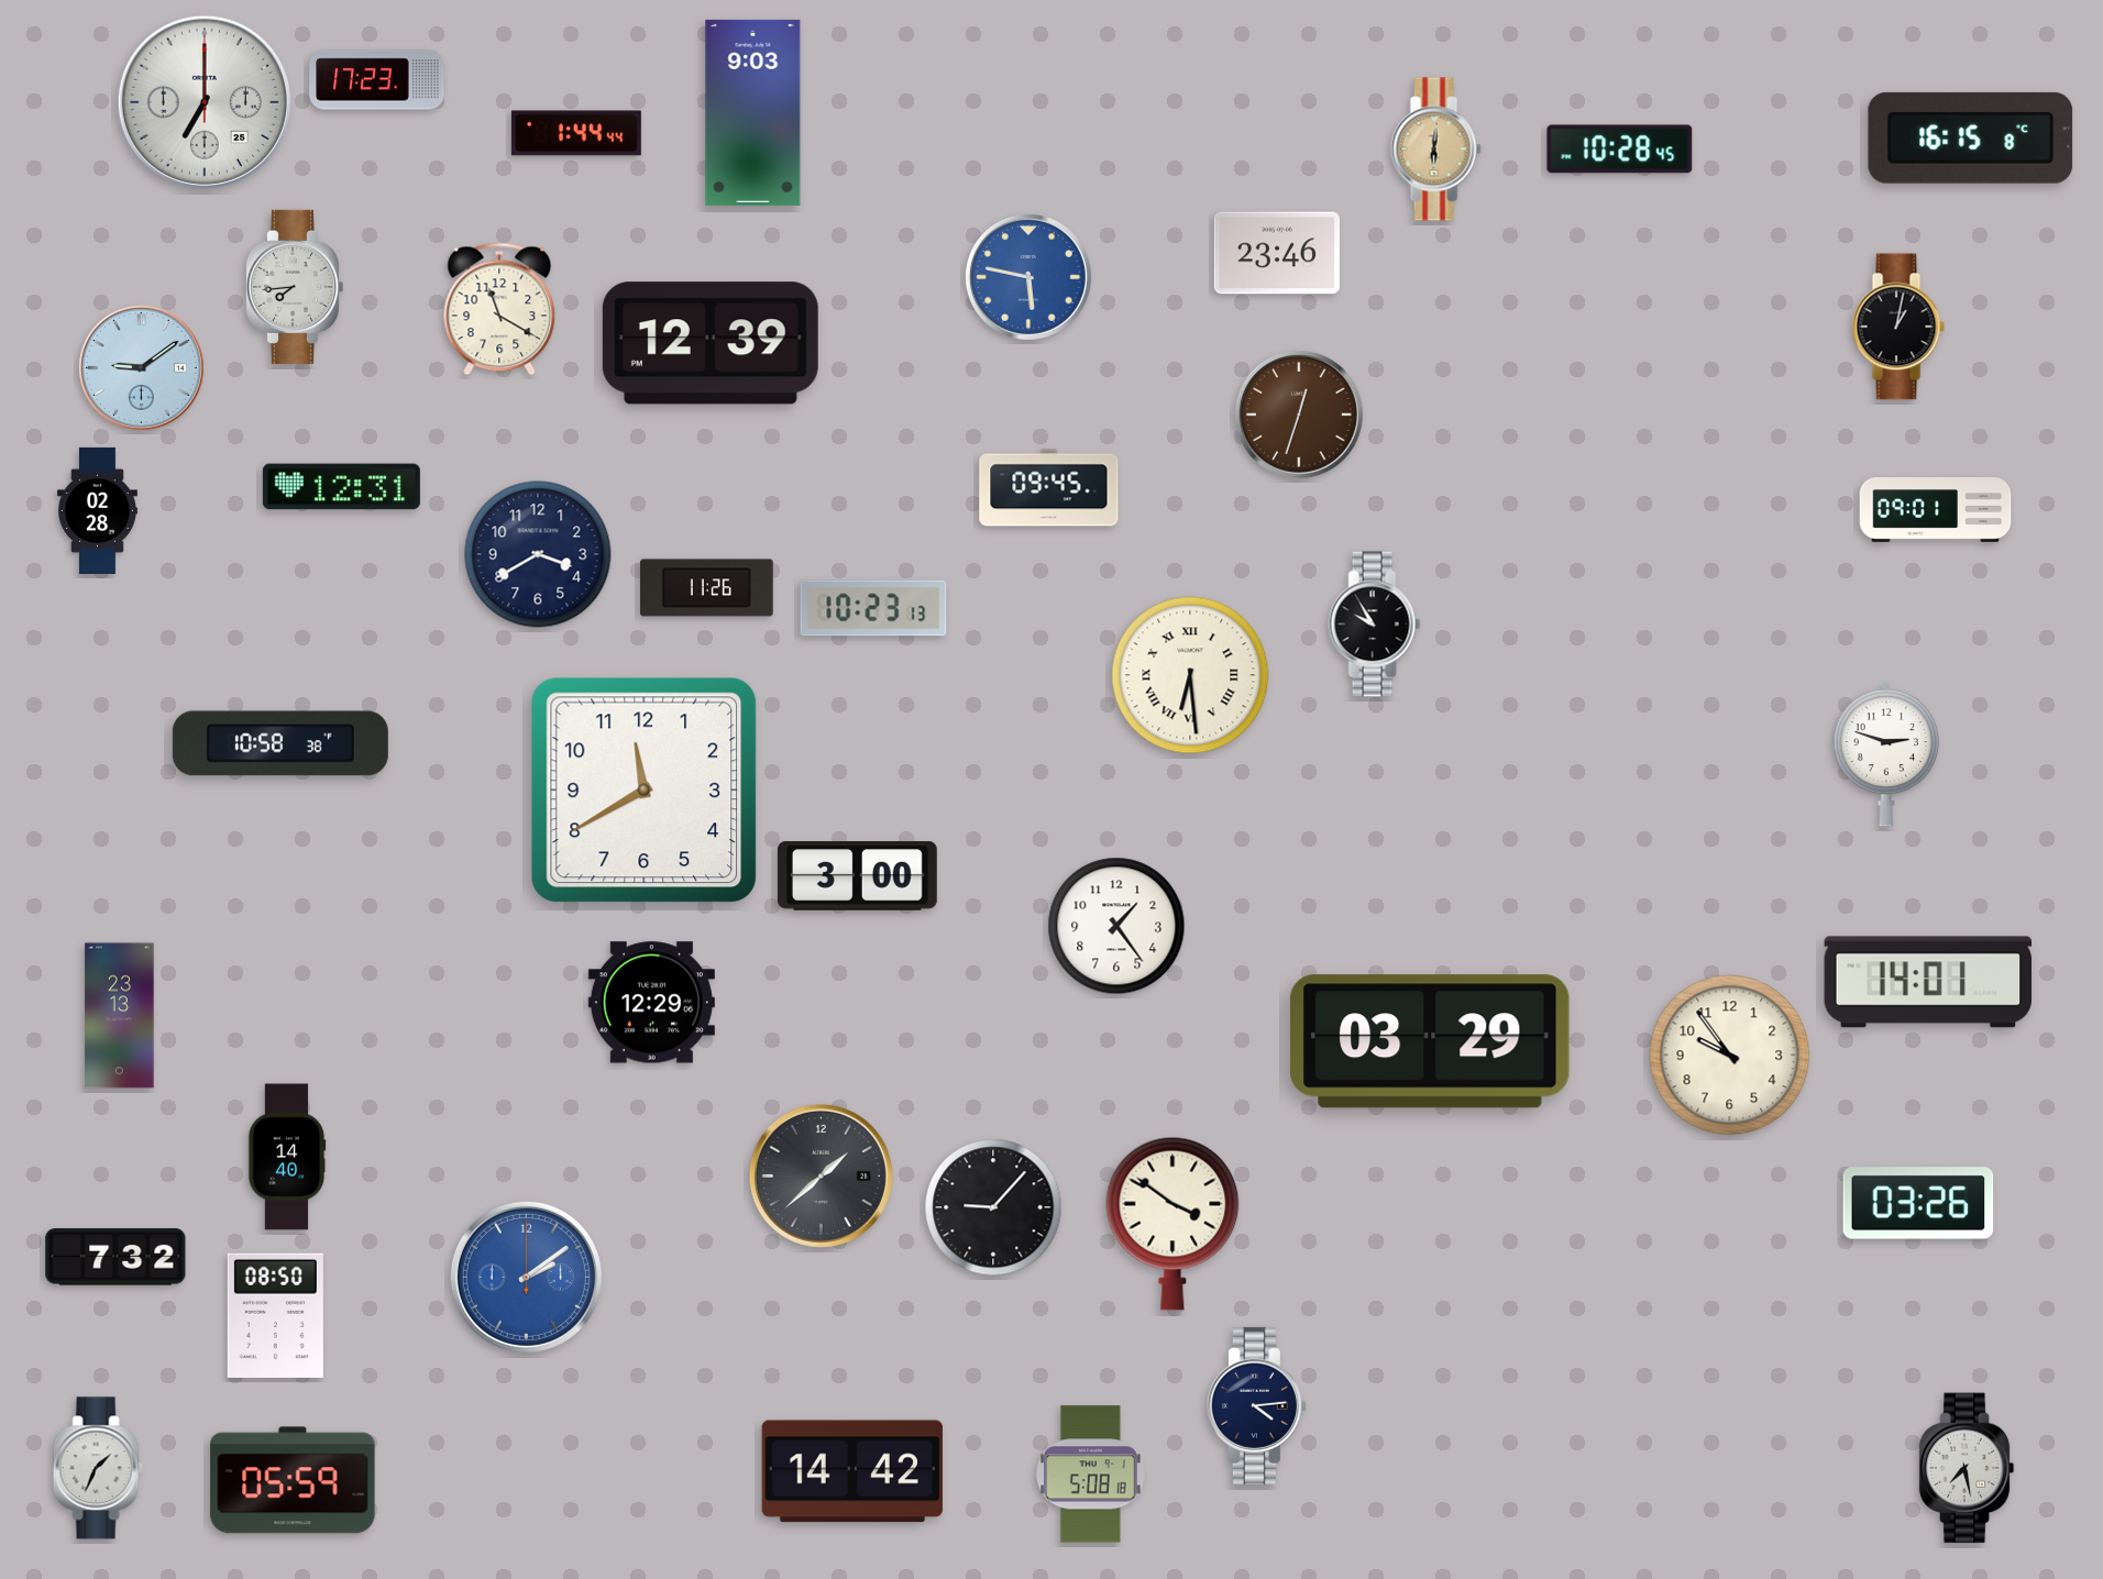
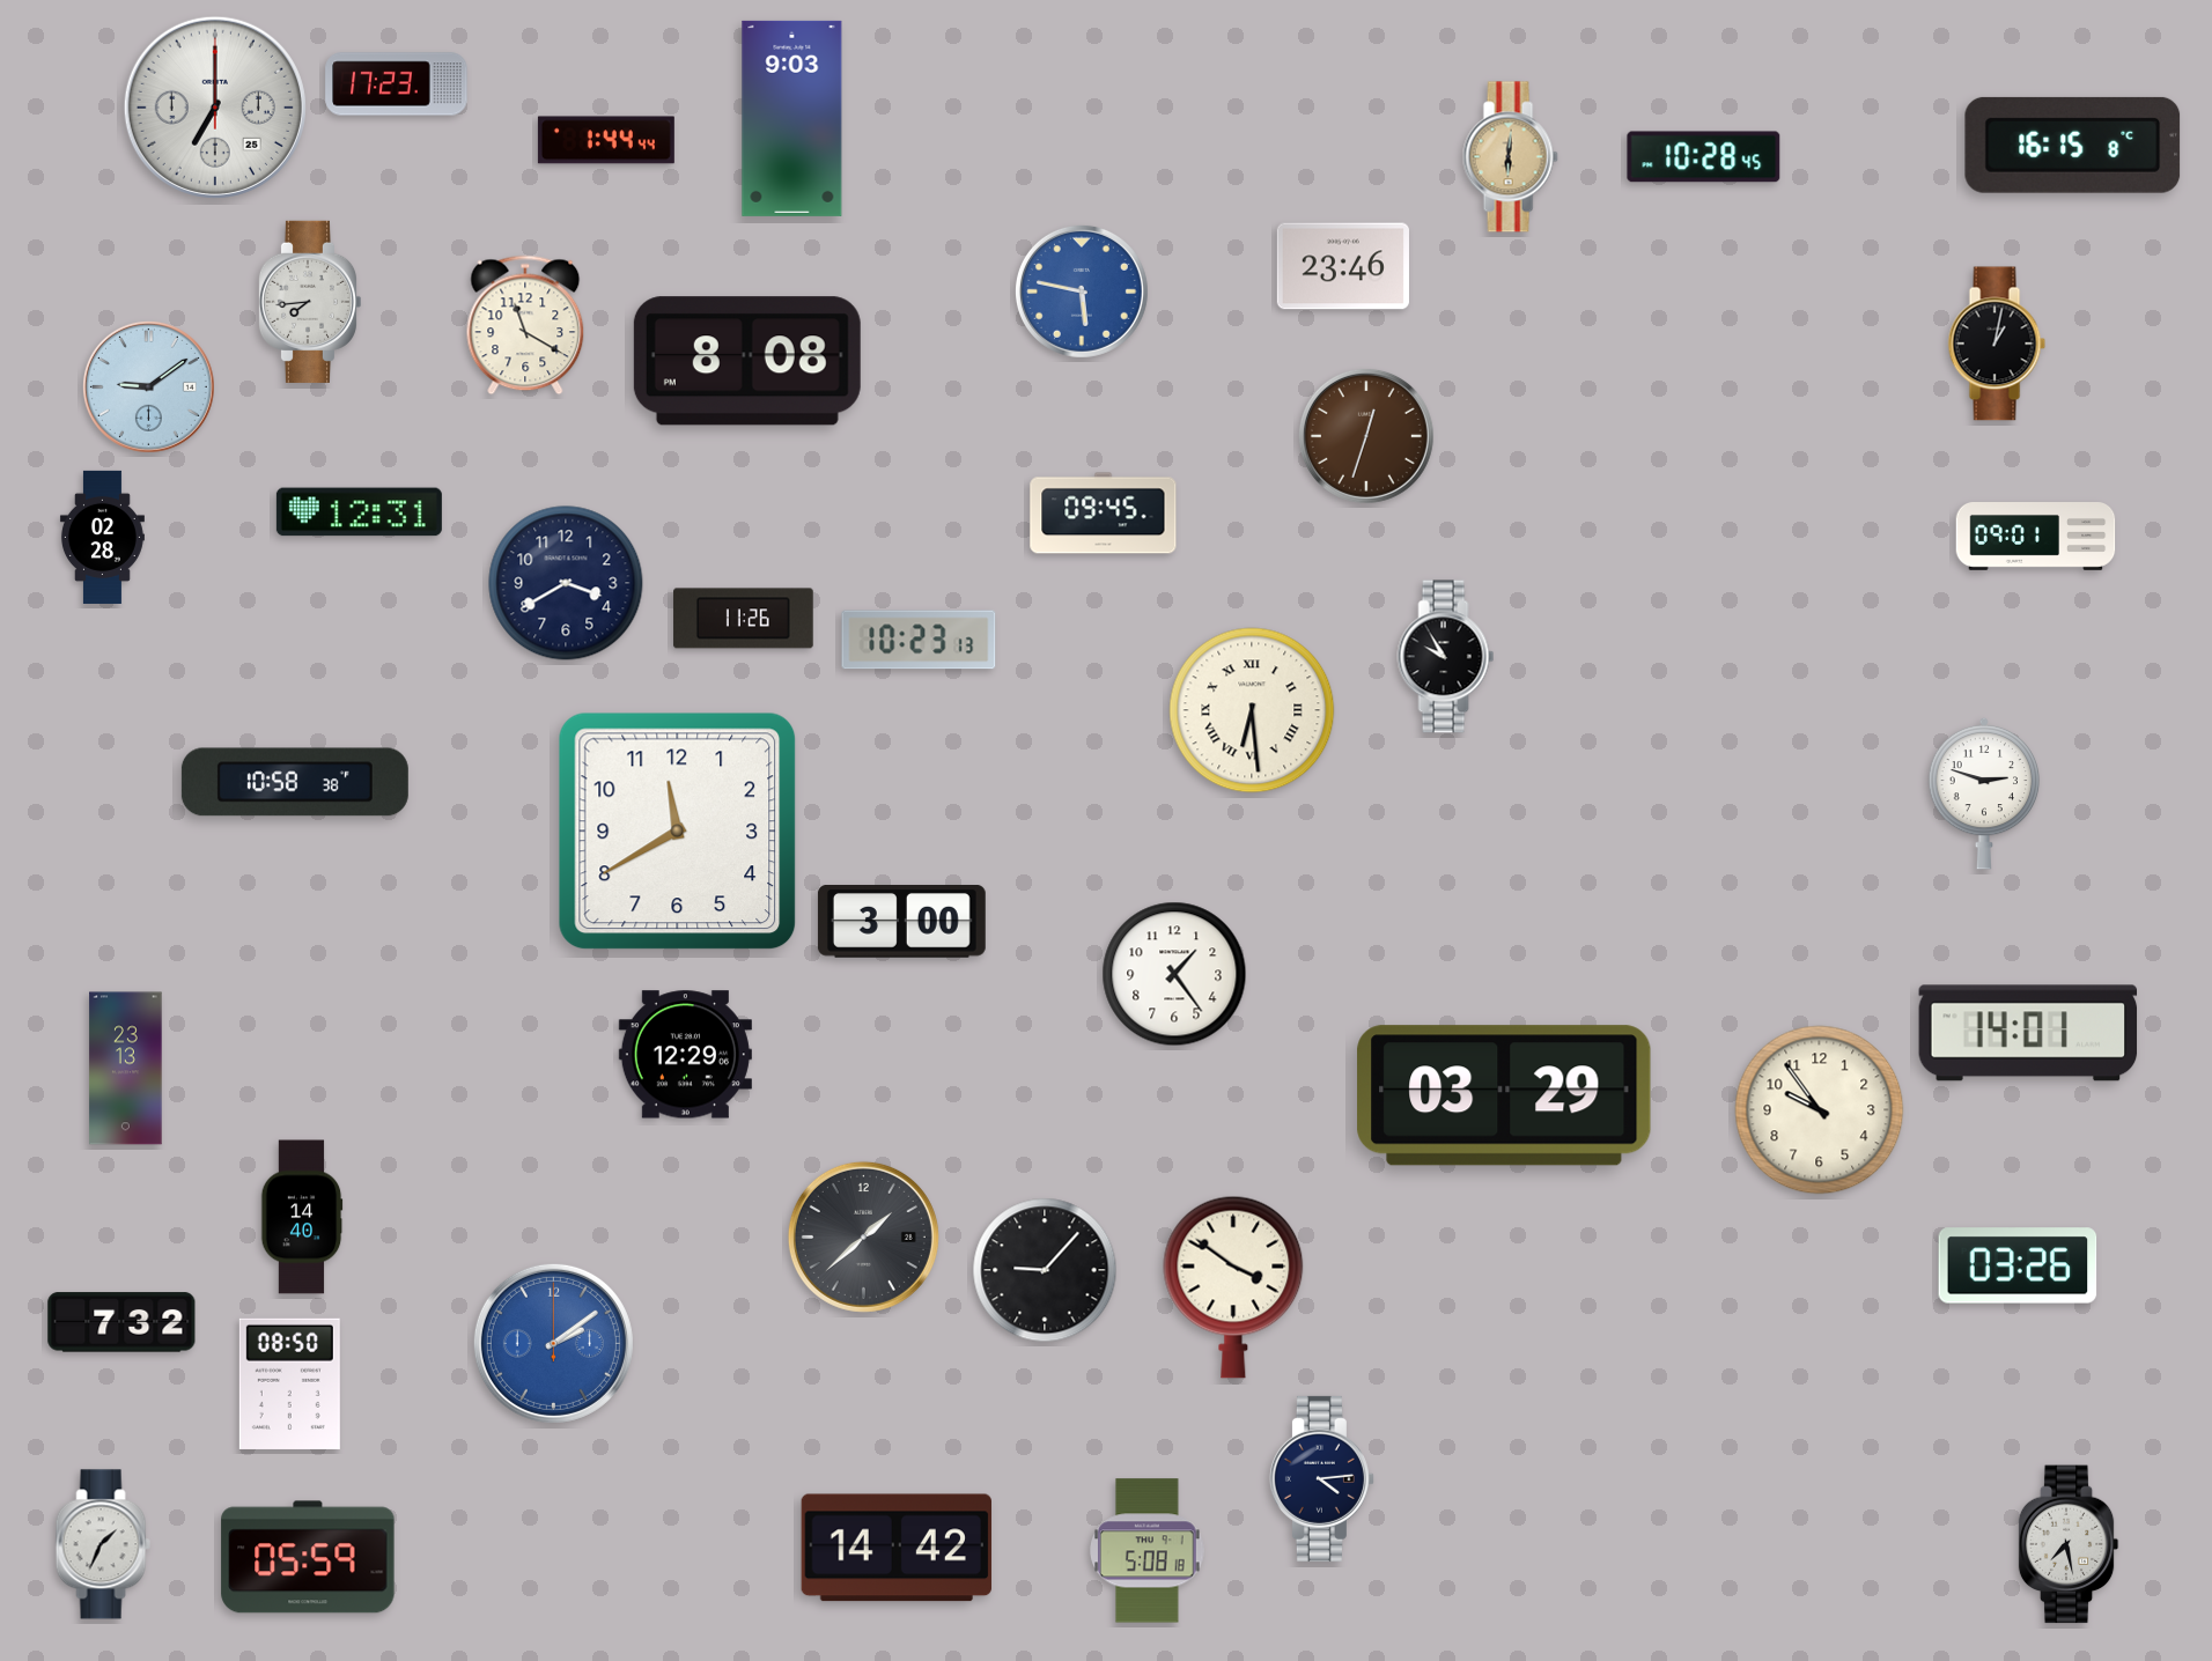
clock at (711, 343): 12:39 -> 8:08
